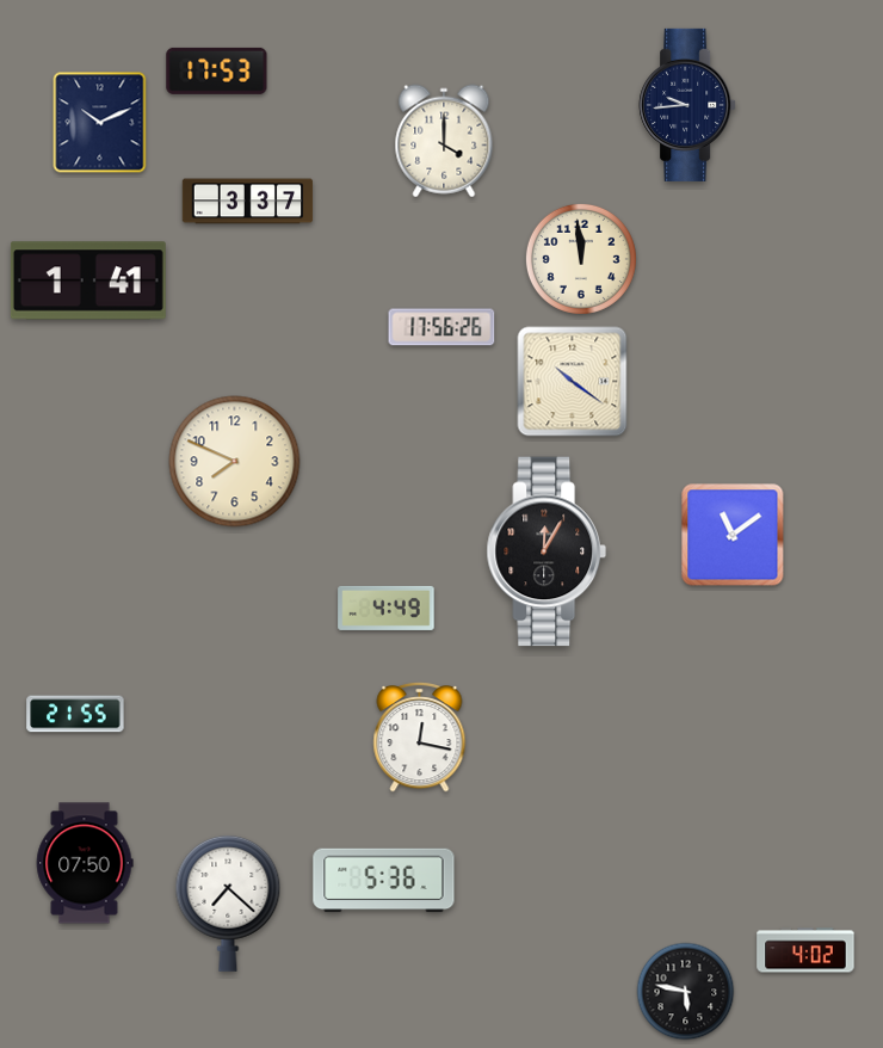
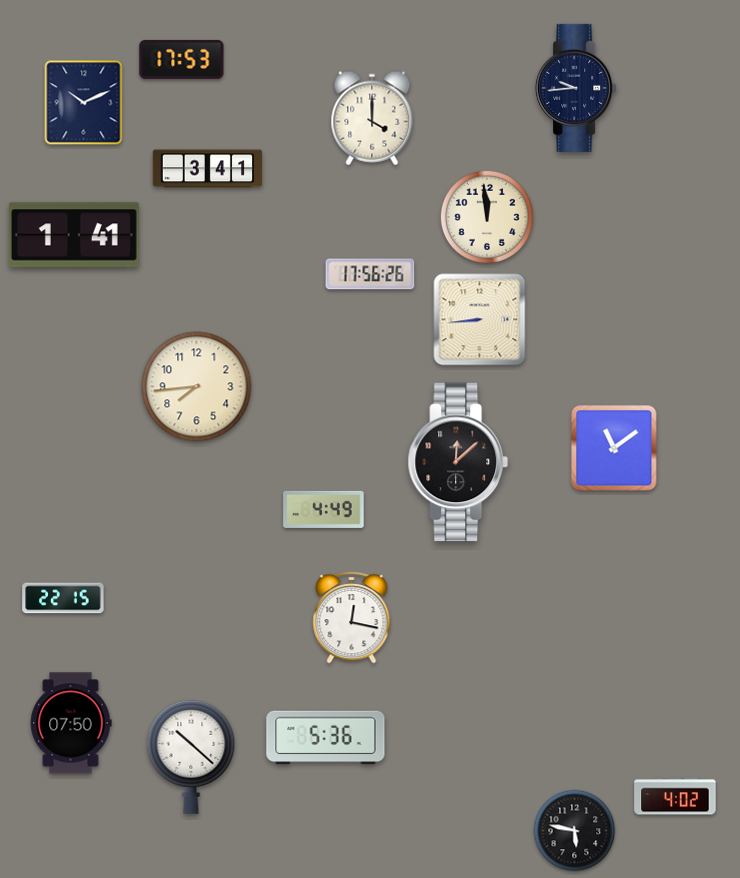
clock at (248, 202): 3:37 -> 3:41
clock at (573, 382): 10:21 -> 8:44
clock at (235, 462): 7:49 -> 7:44
clock at (547, 551): 12:05 -> 12:08
clock at (75, 714): 21:55 -> 22:15
clock at (384, 881) position: (384, 881) -> (326, 738)
clock at (228, 904): 7:22 -> 10:22
